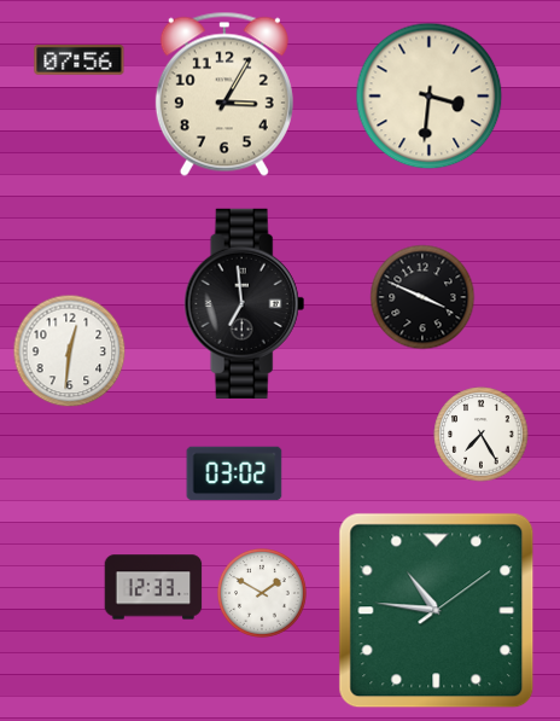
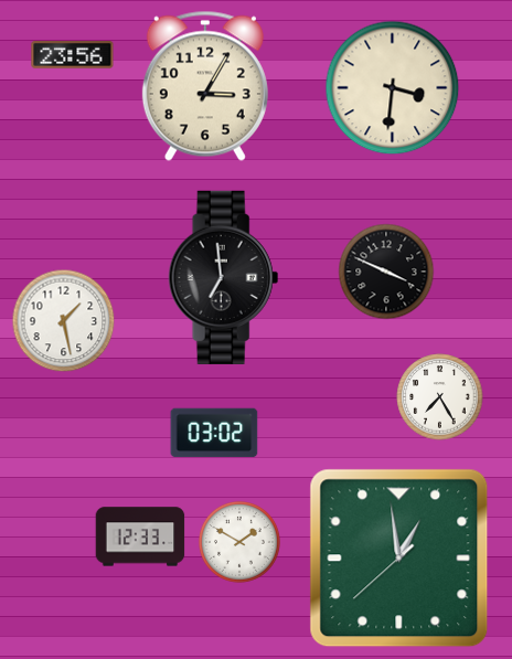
clock at (80, 60): 07:56 -> 23:56
clock at (70, 351): 12:31 -> 1:28
clock at (437, 611): 10:46 -> 12:58
